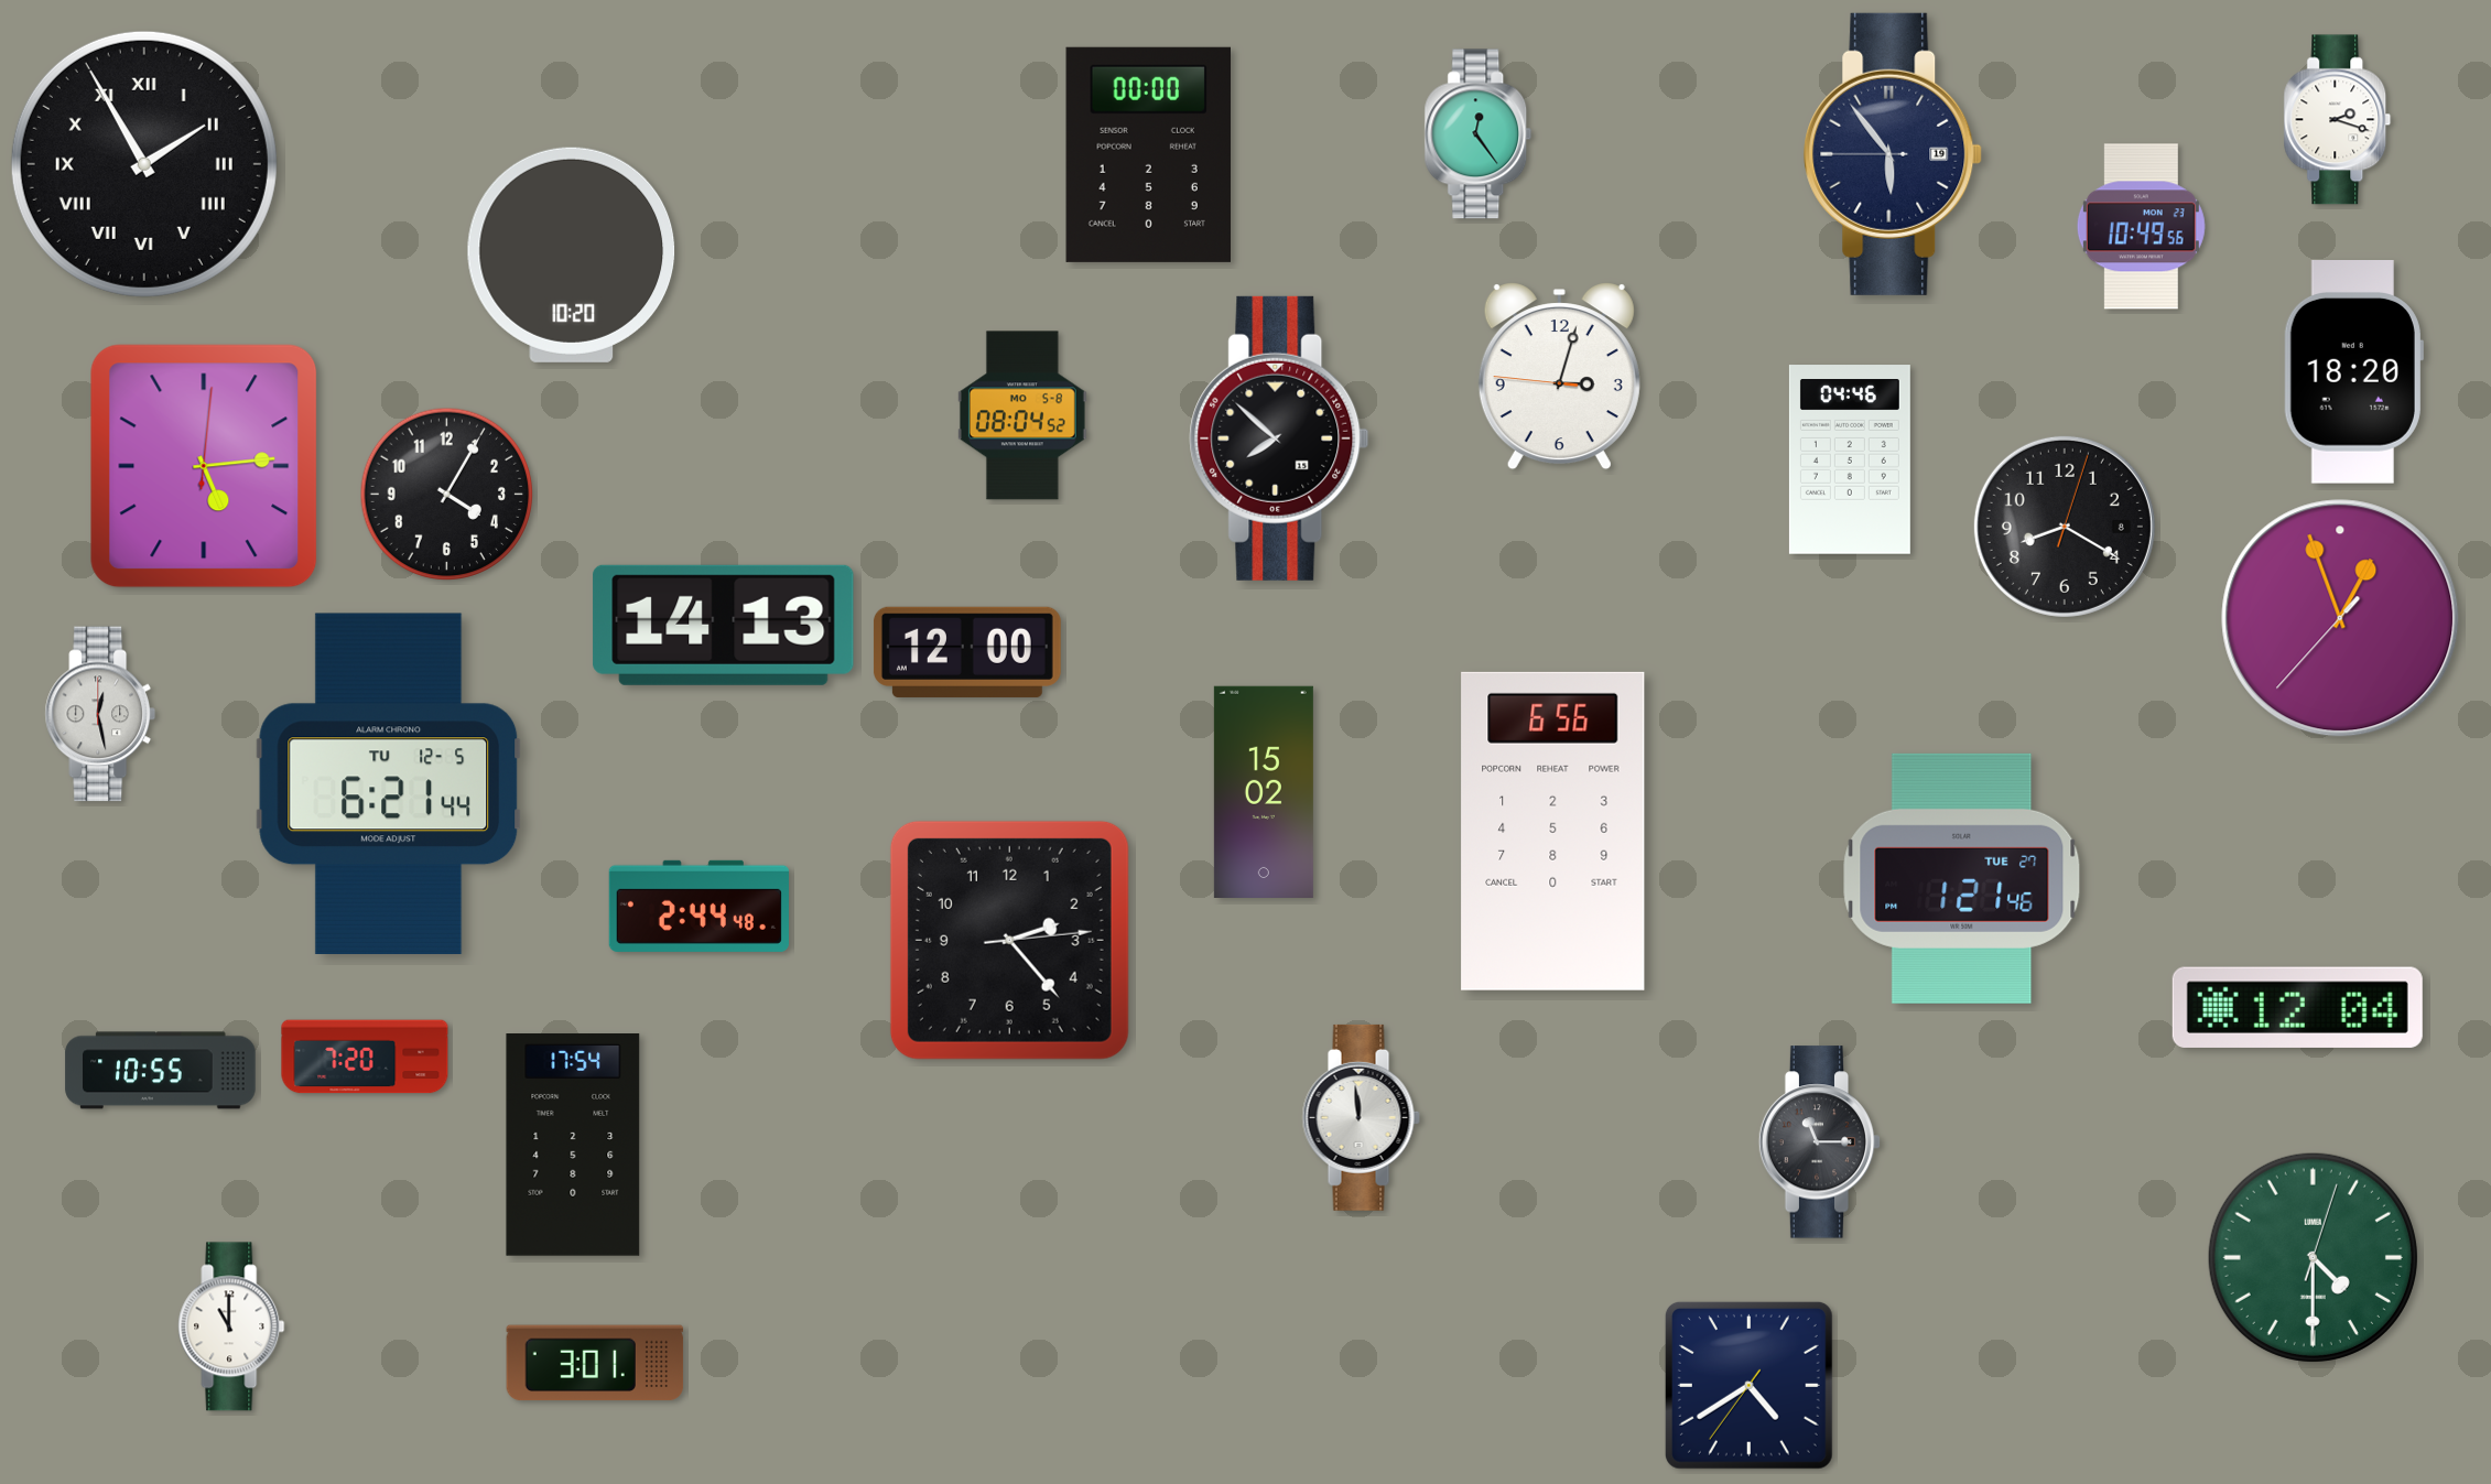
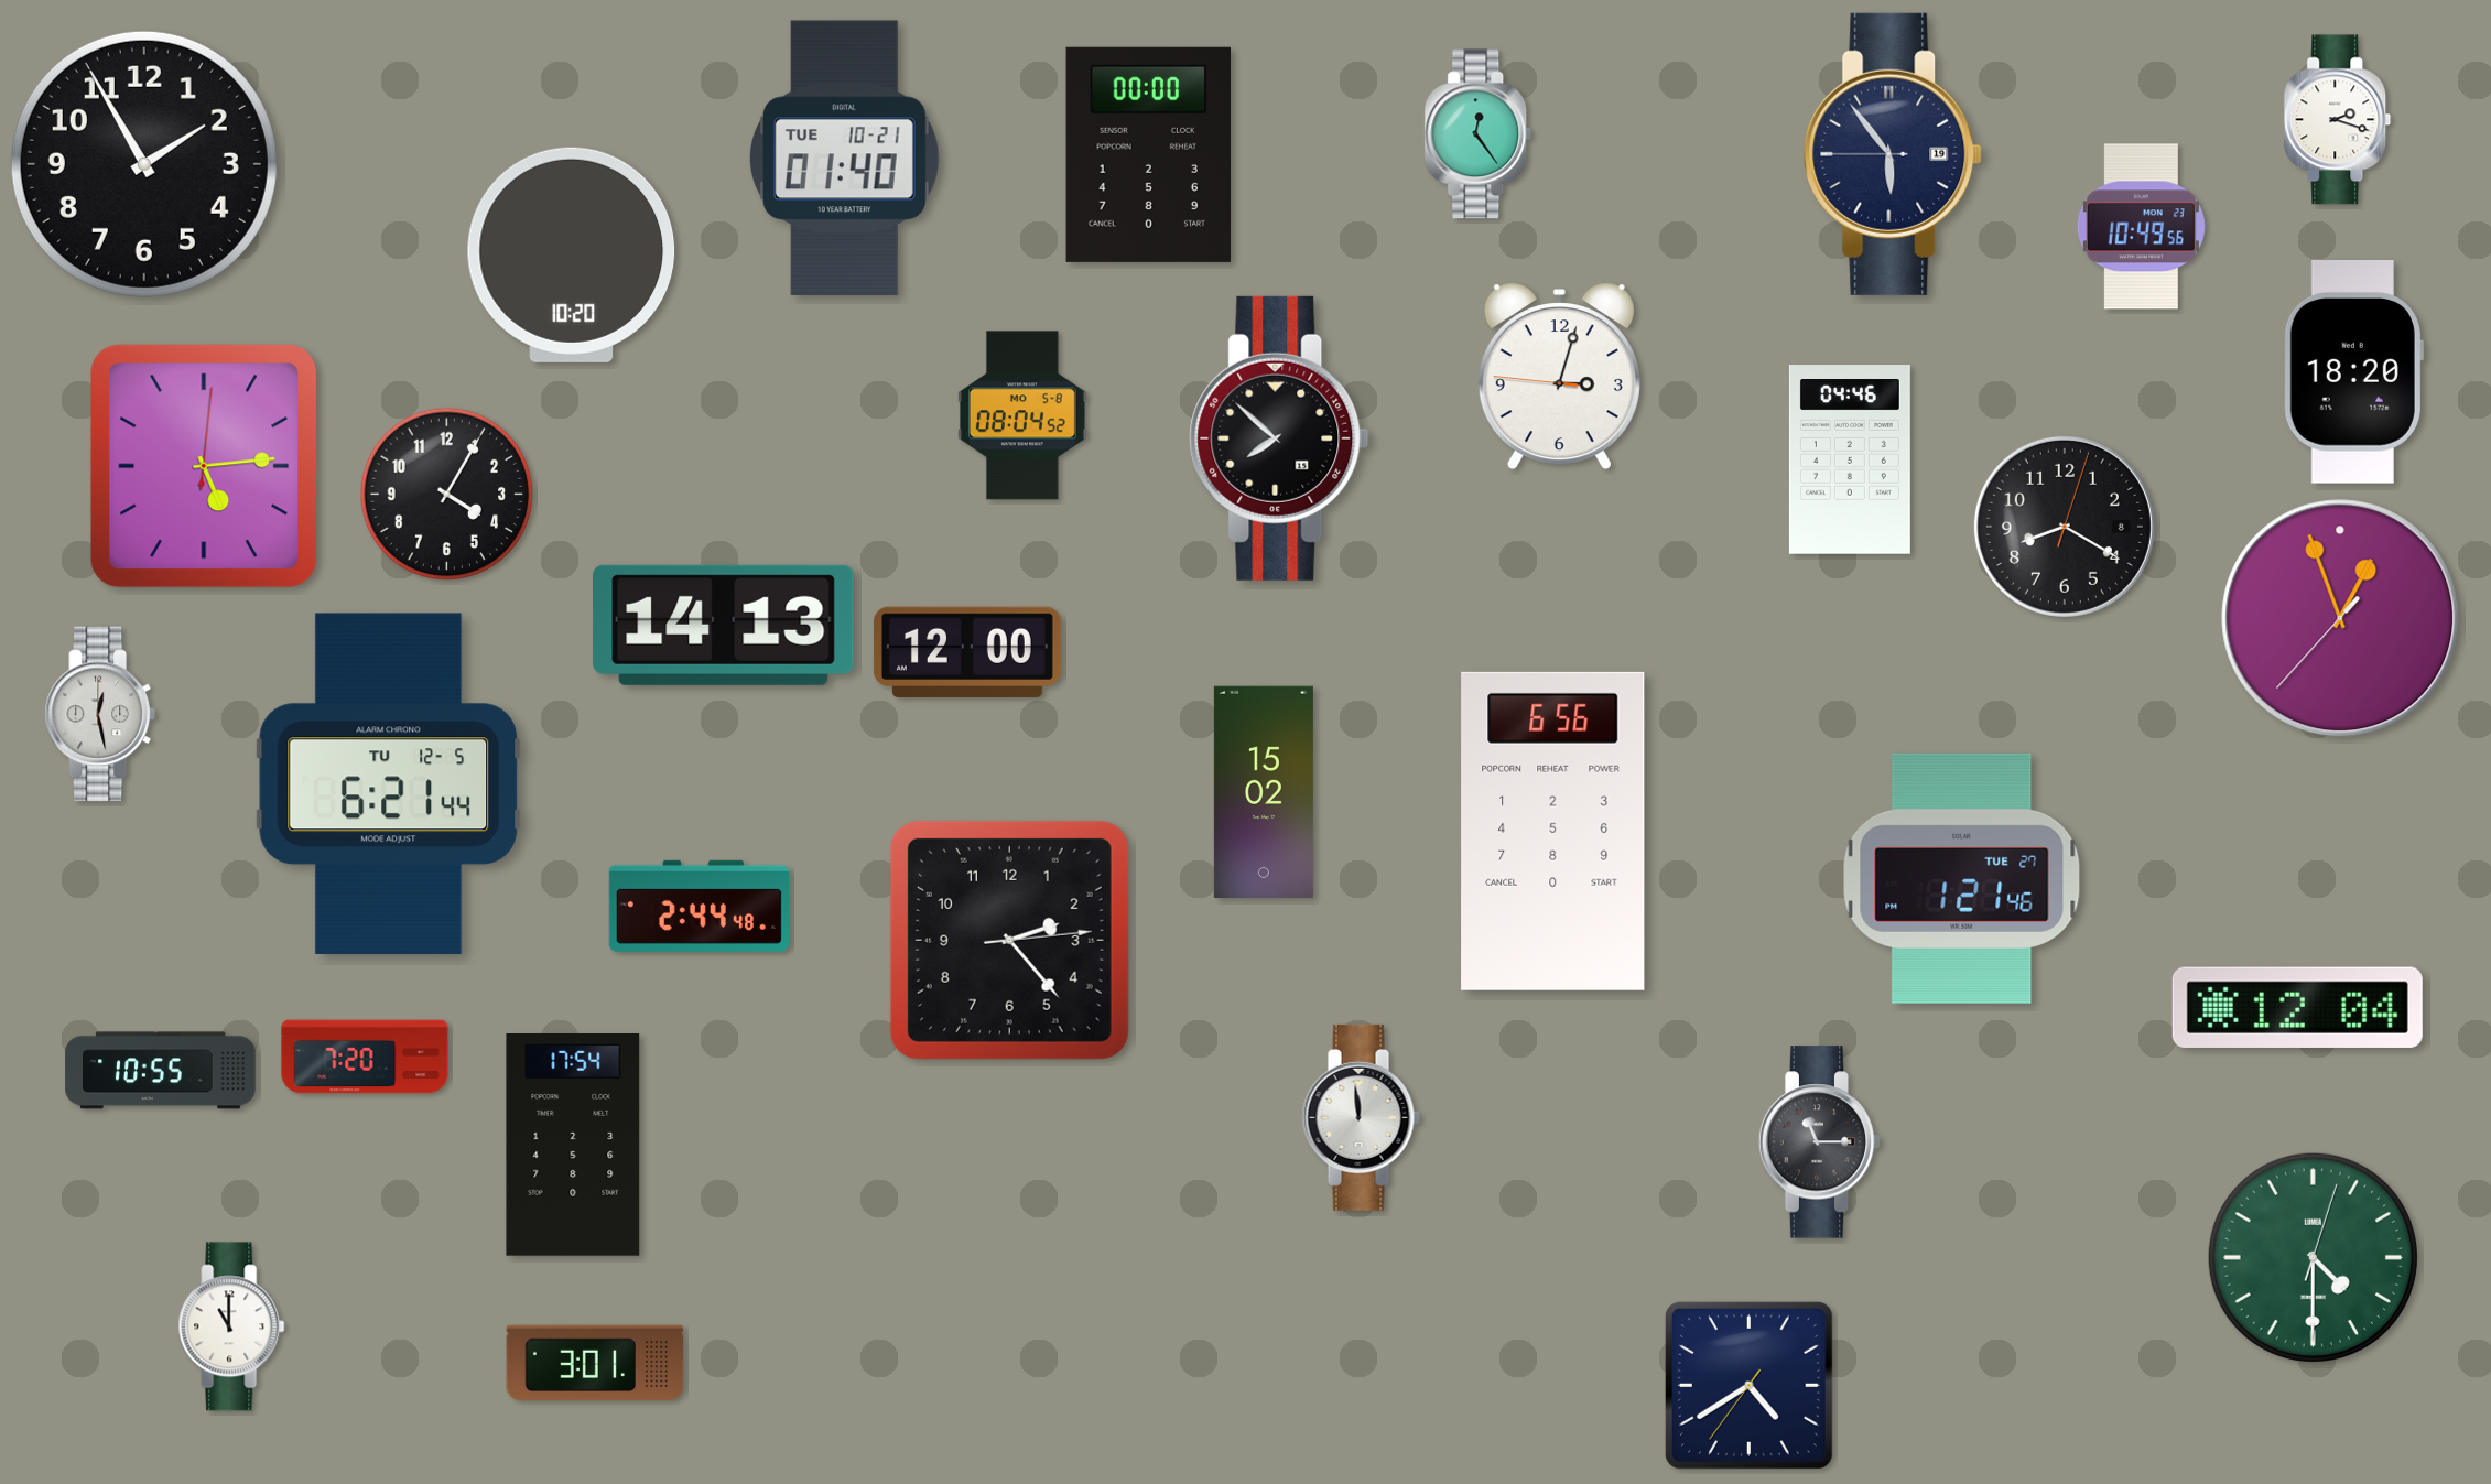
clock at (844, 158): none -> 01:40
clock at (144, 164) numerals: Roman -> Arabic
